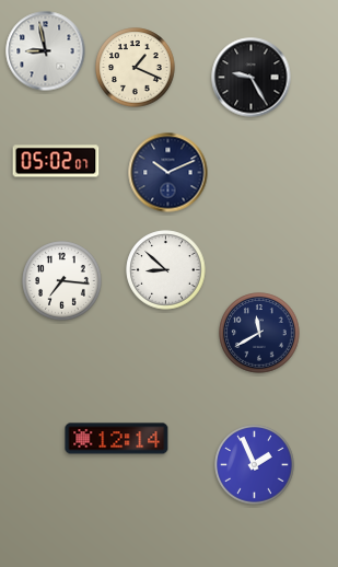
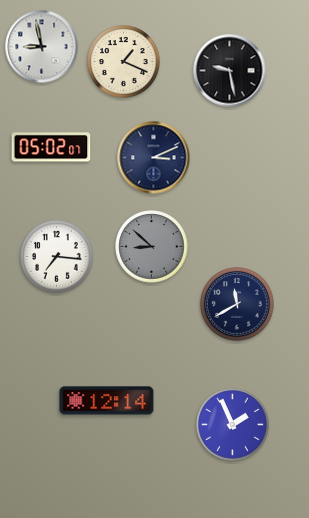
clock at (252, 78): 9:25 -> 9:28
clock at (168, 173): 10:11 -> 3:11
clock at (166, 270) dial: white -> grey
